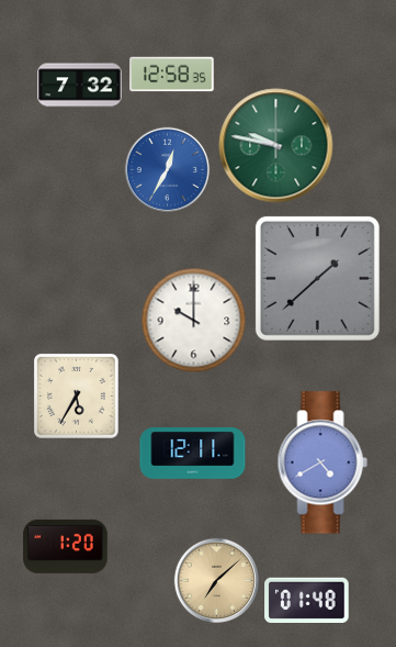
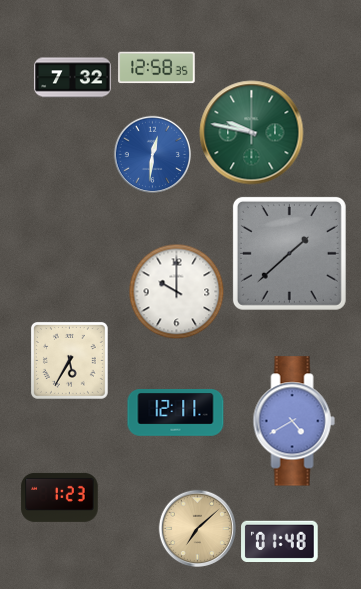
clock at (167, 169): 12:35 -> 12:31
clock at (66, 546): 1:20 -> 1:23
clock at (307, 600) position: (307, 600) -> (280, 541)
